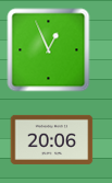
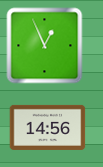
clock at (52, 139): 20:06 -> 14:56
